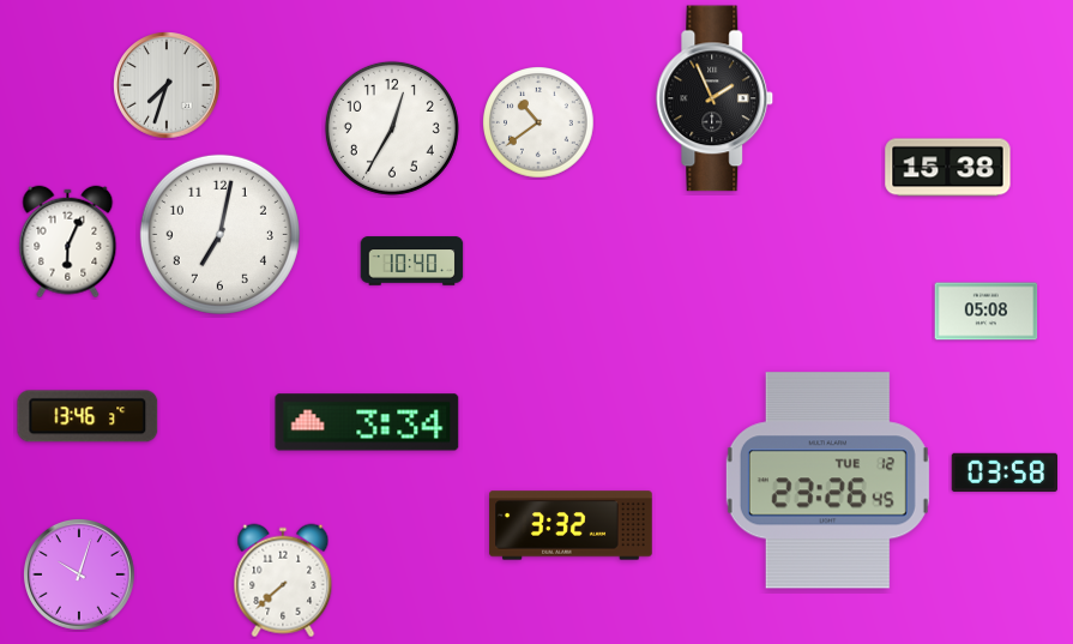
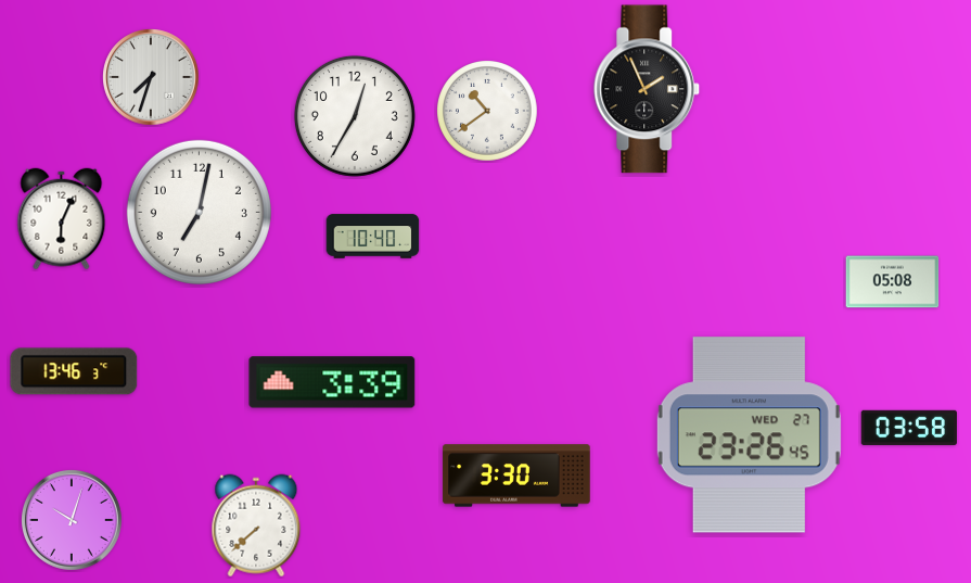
clock at (948, 168): 15:38 -> none
clock at (88, 416) position: (88, 416) -> (74, 371)
clock at (367, 422): 3:34 -> 3:39
clock at (827, 481) date: TUE 12 -> WED 27
clock at (571, 525): 3:32 -> 3:30
